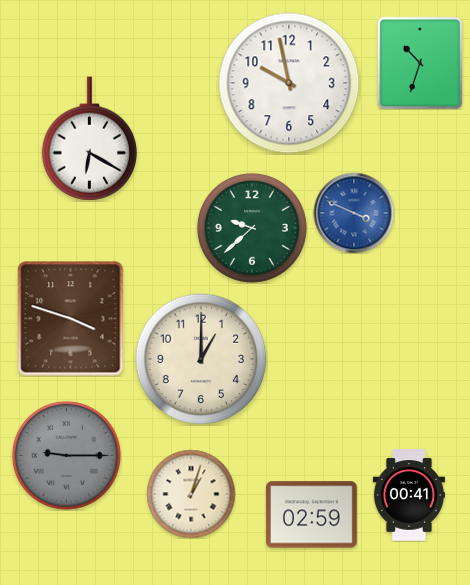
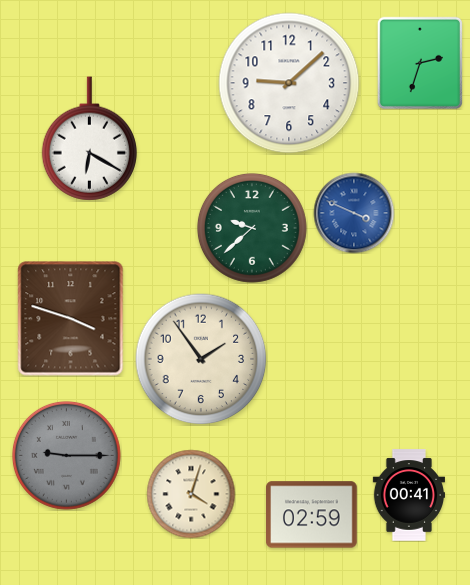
clock at (420, 63): 10:33 -> 2:33
clock at (289, 83): 9:58 -> 9:08
clock at (201, 359): 1:00 -> 1:54
clock at (191, 494): 1:03 -> 4:03
